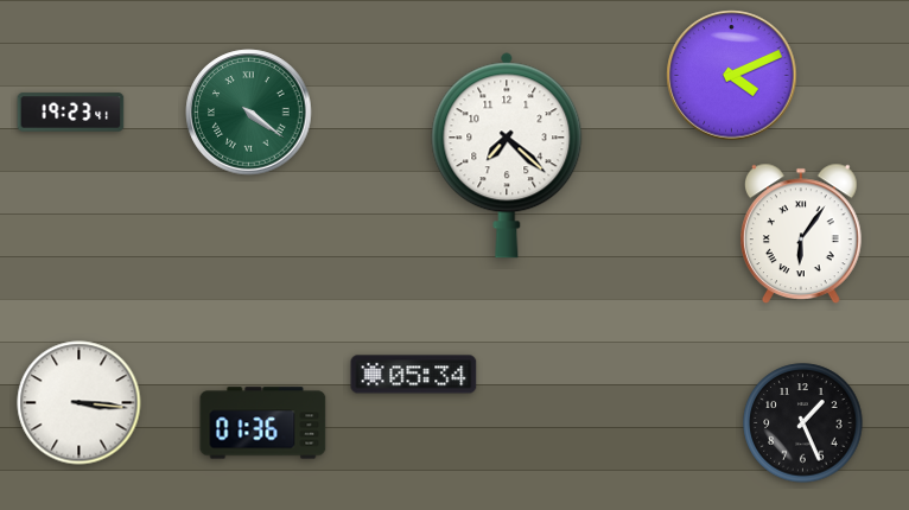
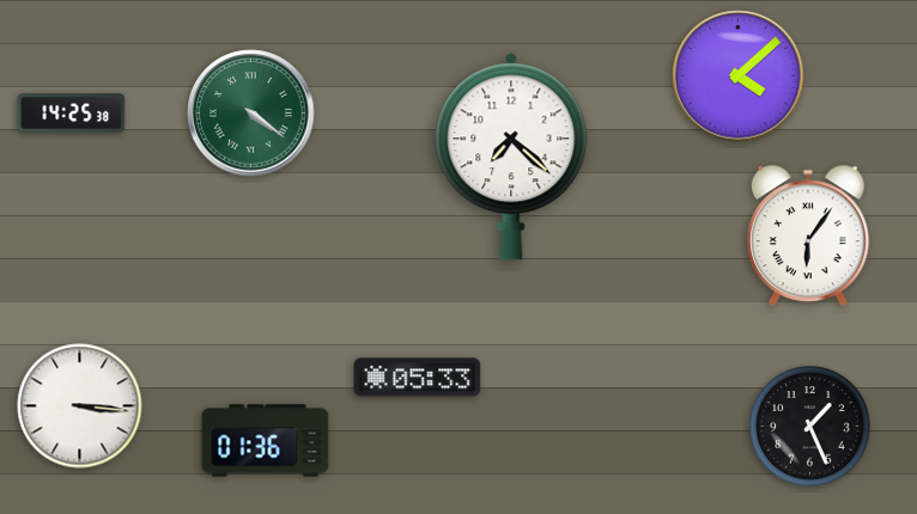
clock at (732, 76): 4:11 -> 4:08
clock at (71, 113): 19:23 -> 14:25
clock at (414, 375): 05:34 -> 05:33
clock at (263, 423) position: (263, 423) -> (266, 441)
